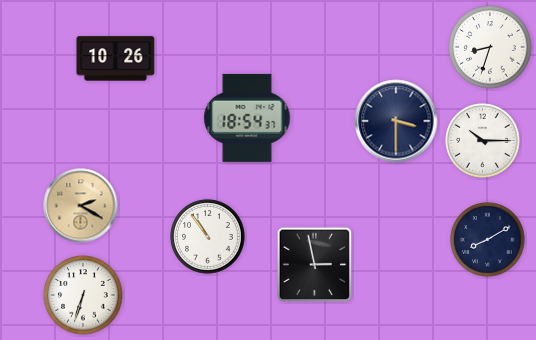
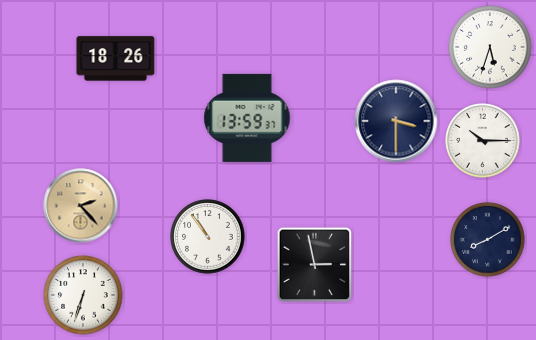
clock at (490, 47): 8:33 -> 5:33
clock at (116, 59): 10:26 -> 18:26
clock at (247, 118): 18:54 -> 13:59
clock at (81, 206): 2:20 -> 2:23
